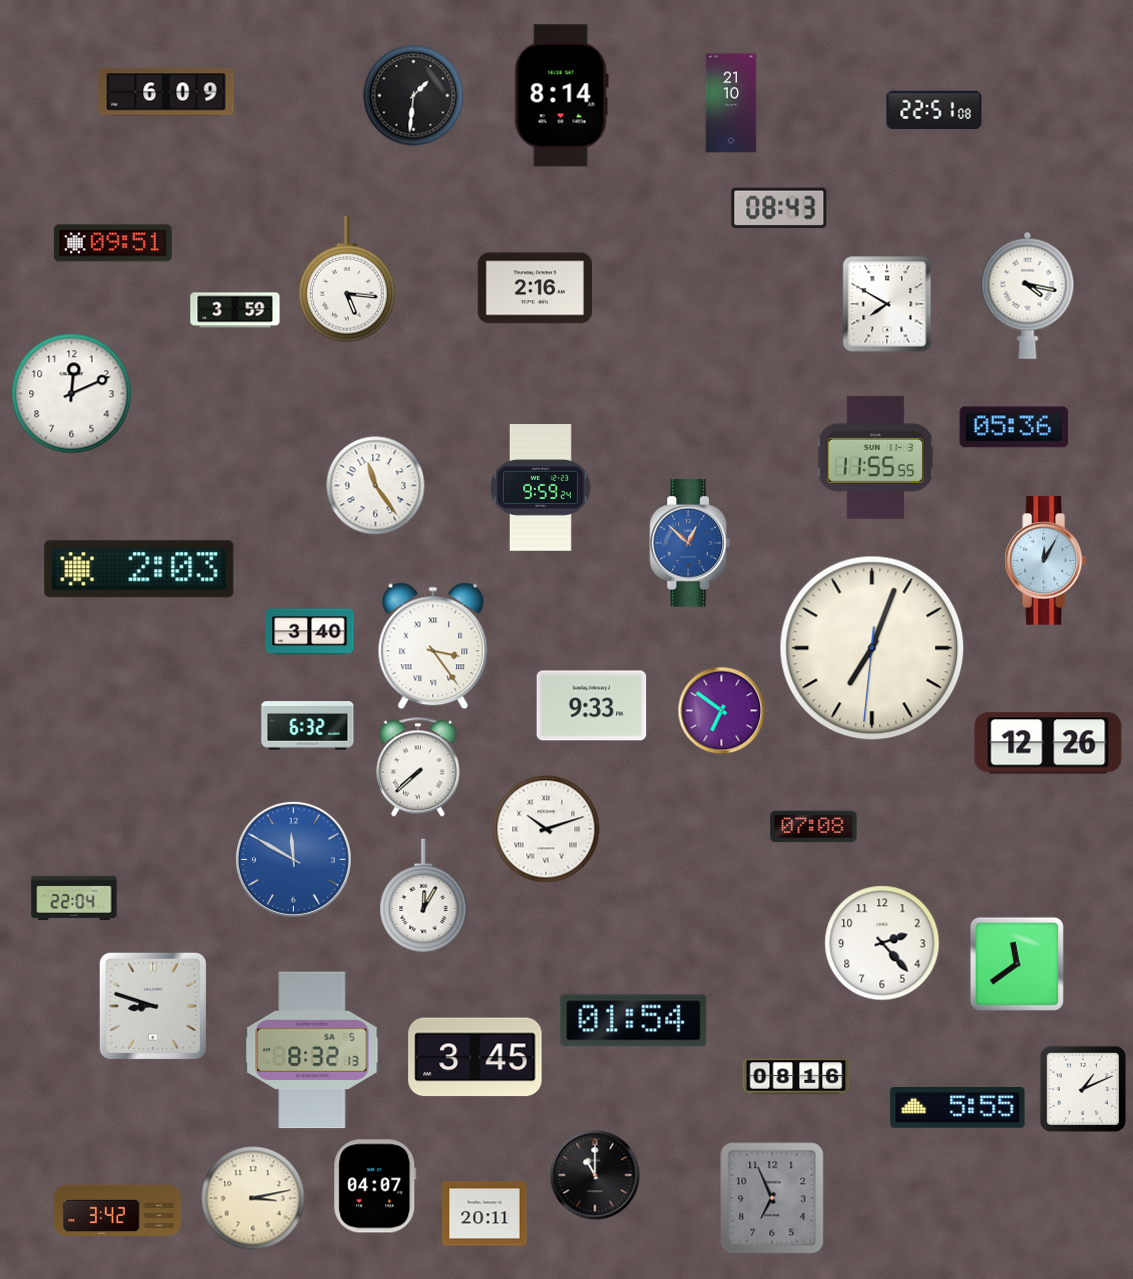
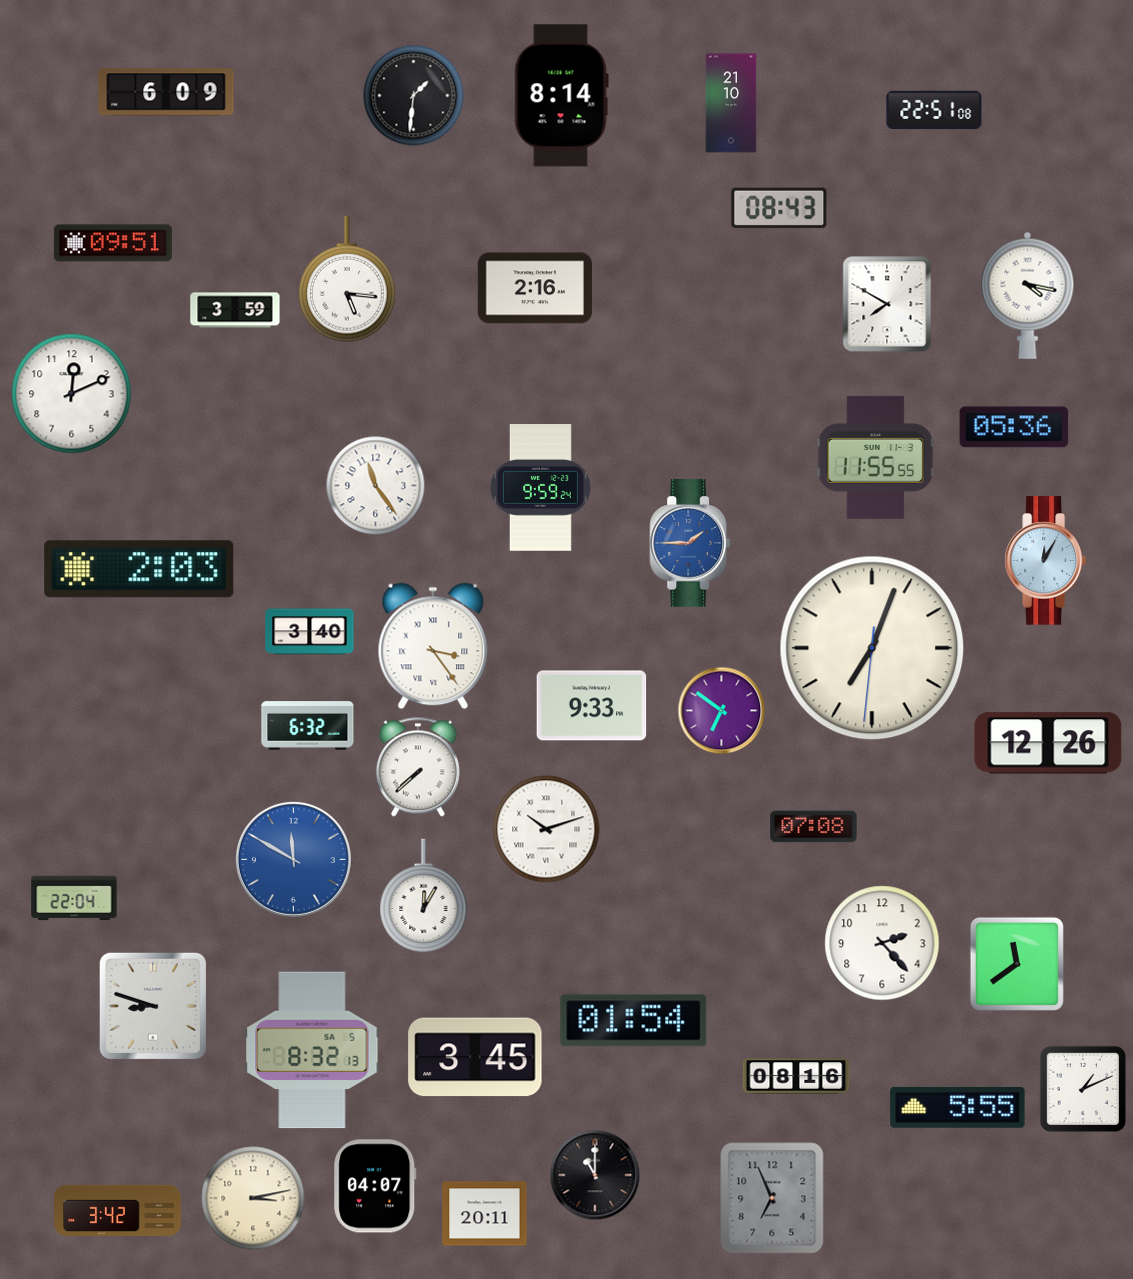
clock at (690, 543): 12:52 -> 1:45
